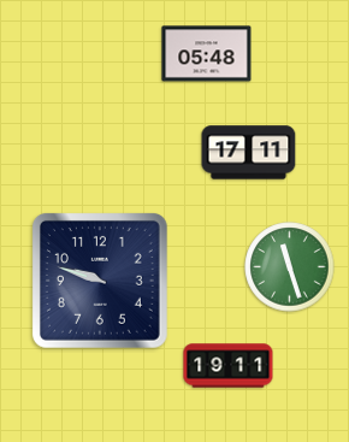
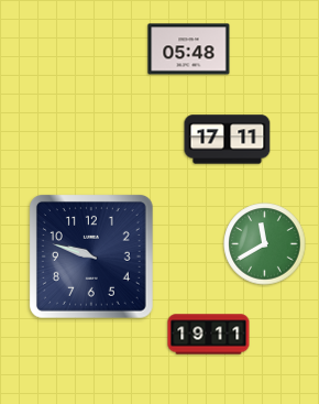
clock at (290, 267): 11:27 -> 11:40
